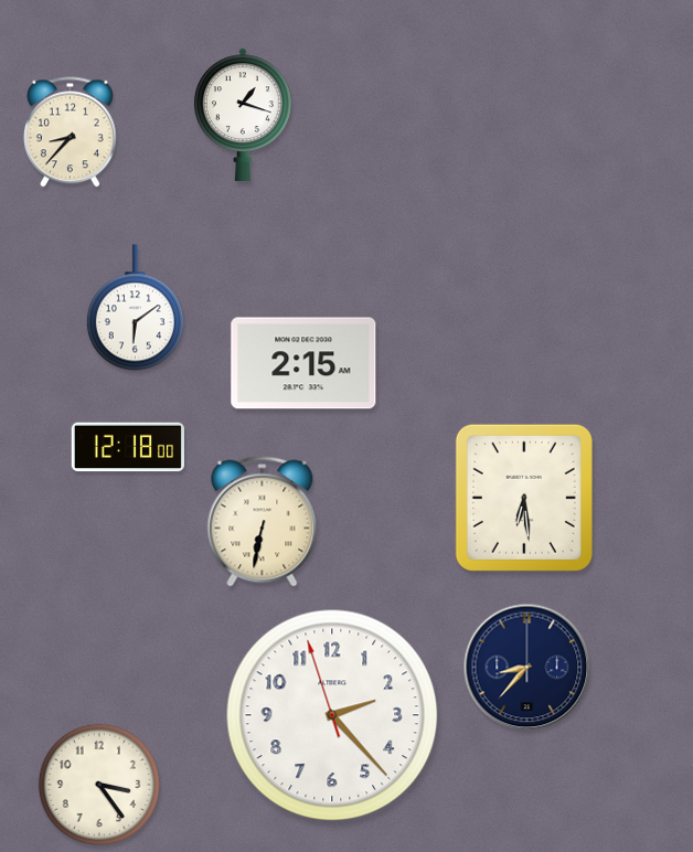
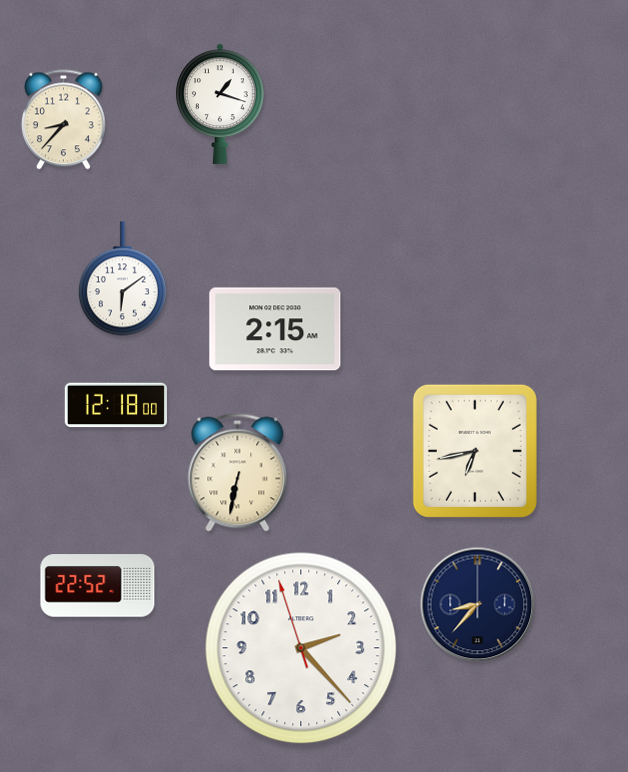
clock at (524, 498): 6:29 -> 6:43
clock at (98, 586): none -> 22:52
clock at (98, 784): 3:24 -> none
